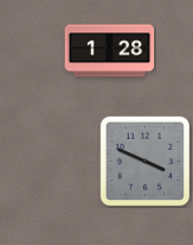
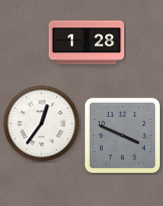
clock at (110, 51) position: (110, 51) -> (87, 43)
clock at (42, 124): none -> 12:36
